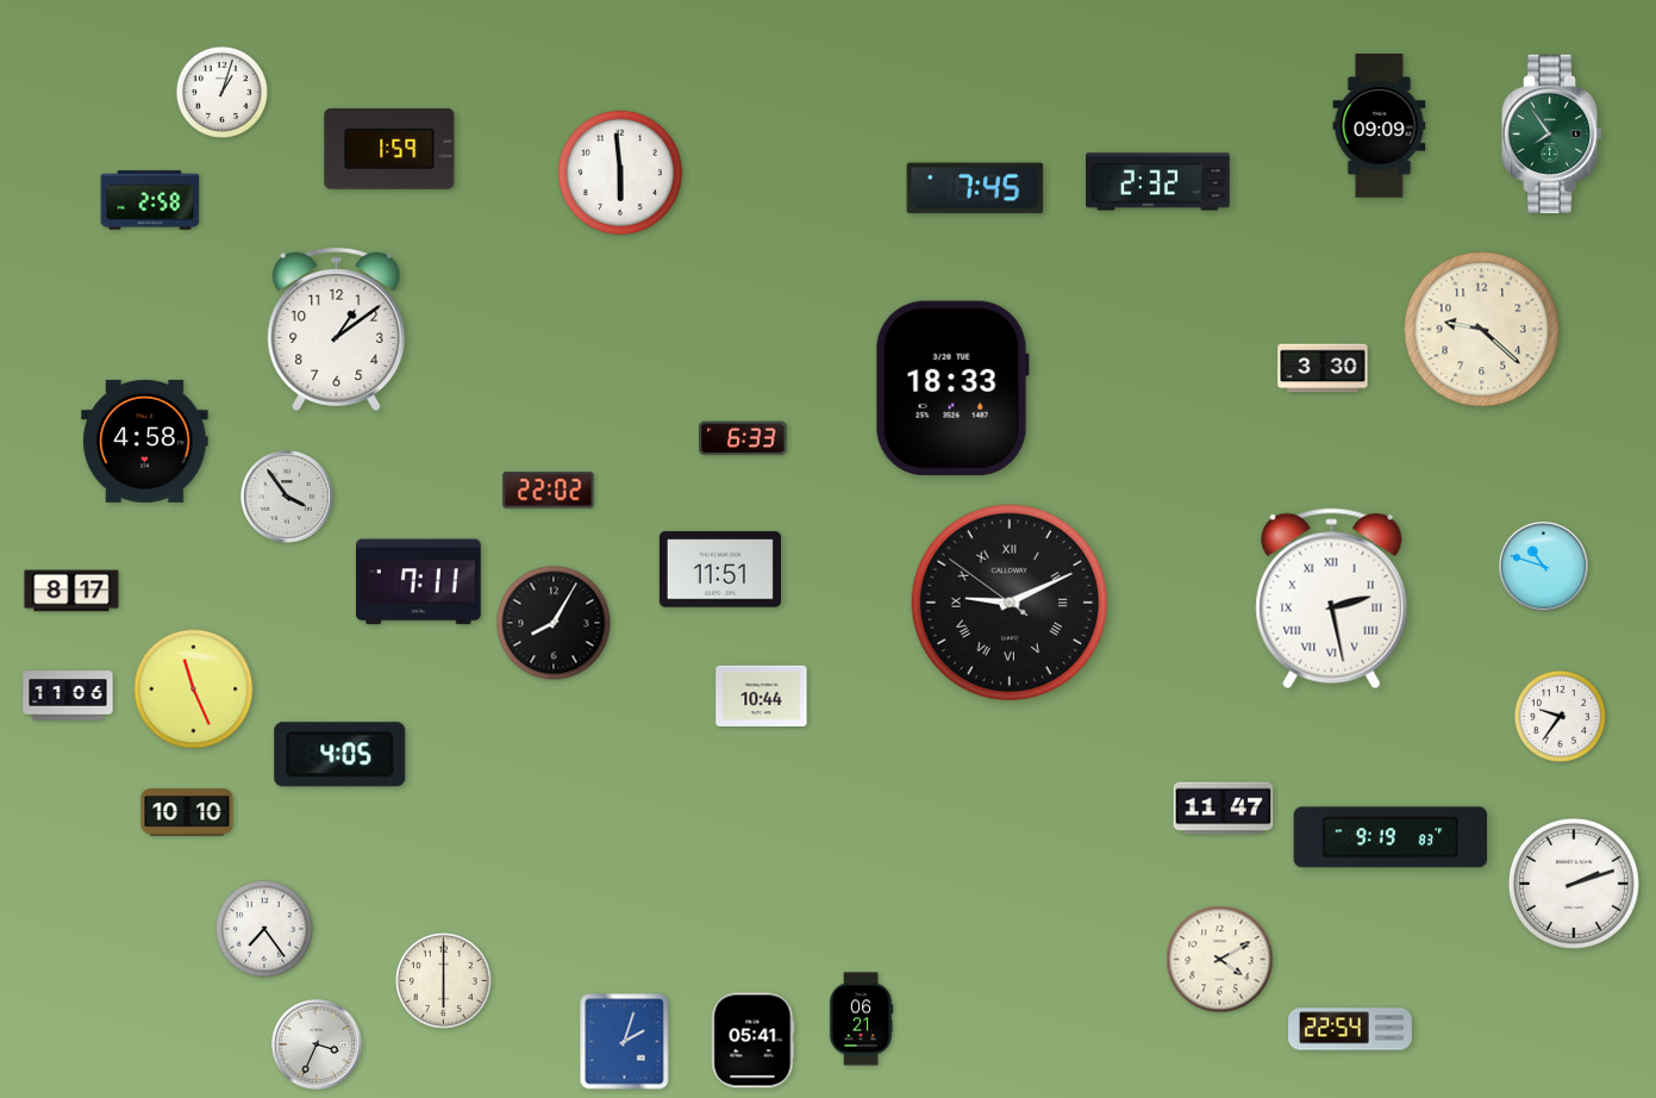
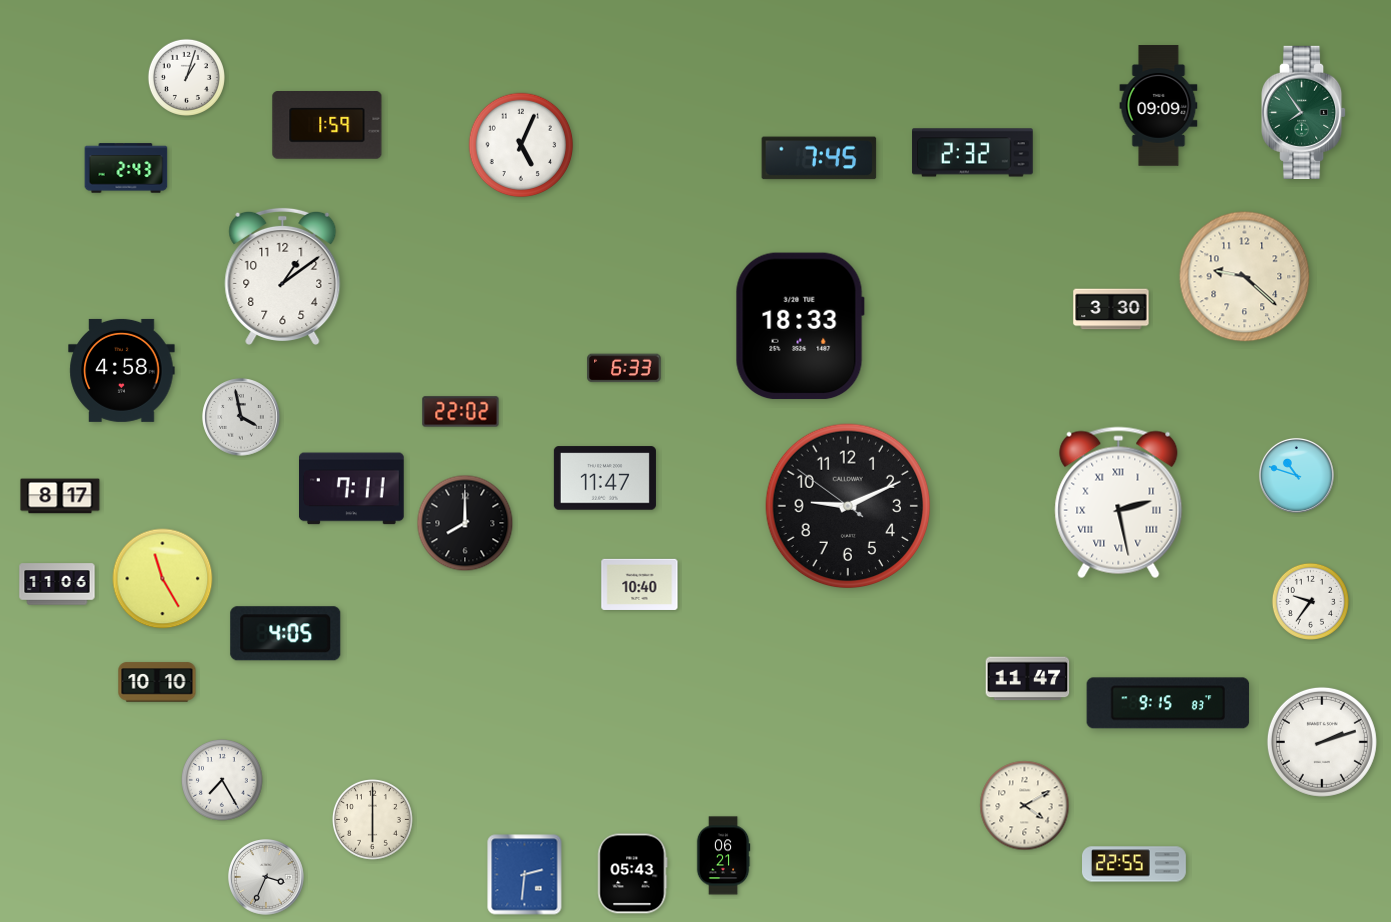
clock at (620, 173): 5:59 -> 5:04
clock at (150, 200): 2:58 -> 2:43
clock at (287, 497): 3:54 -> 3:58
clock at (720, 569): 11:51 -> 11:47
clock at (1010, 603) numerals: Roman -> Arabic
clock at (554, 623): 8:05 -> 8:00
clock at (194, 690): 11:26 -> 11:25
clock at (762, 695): 10:44 -> 10:40
clock at (1391, 837): 9:19 -> 9:15
clock at (265, 930): 7:24 -> 7:25
clock at (444, 981) position: (444, 981) -> (373, 820)
clock at (1351, 1029): 22:54 -> 22:55
clock at (754, 1041): 05:41 -> 05:43
clock at (625, 1042): 2:03 -> 2:31
